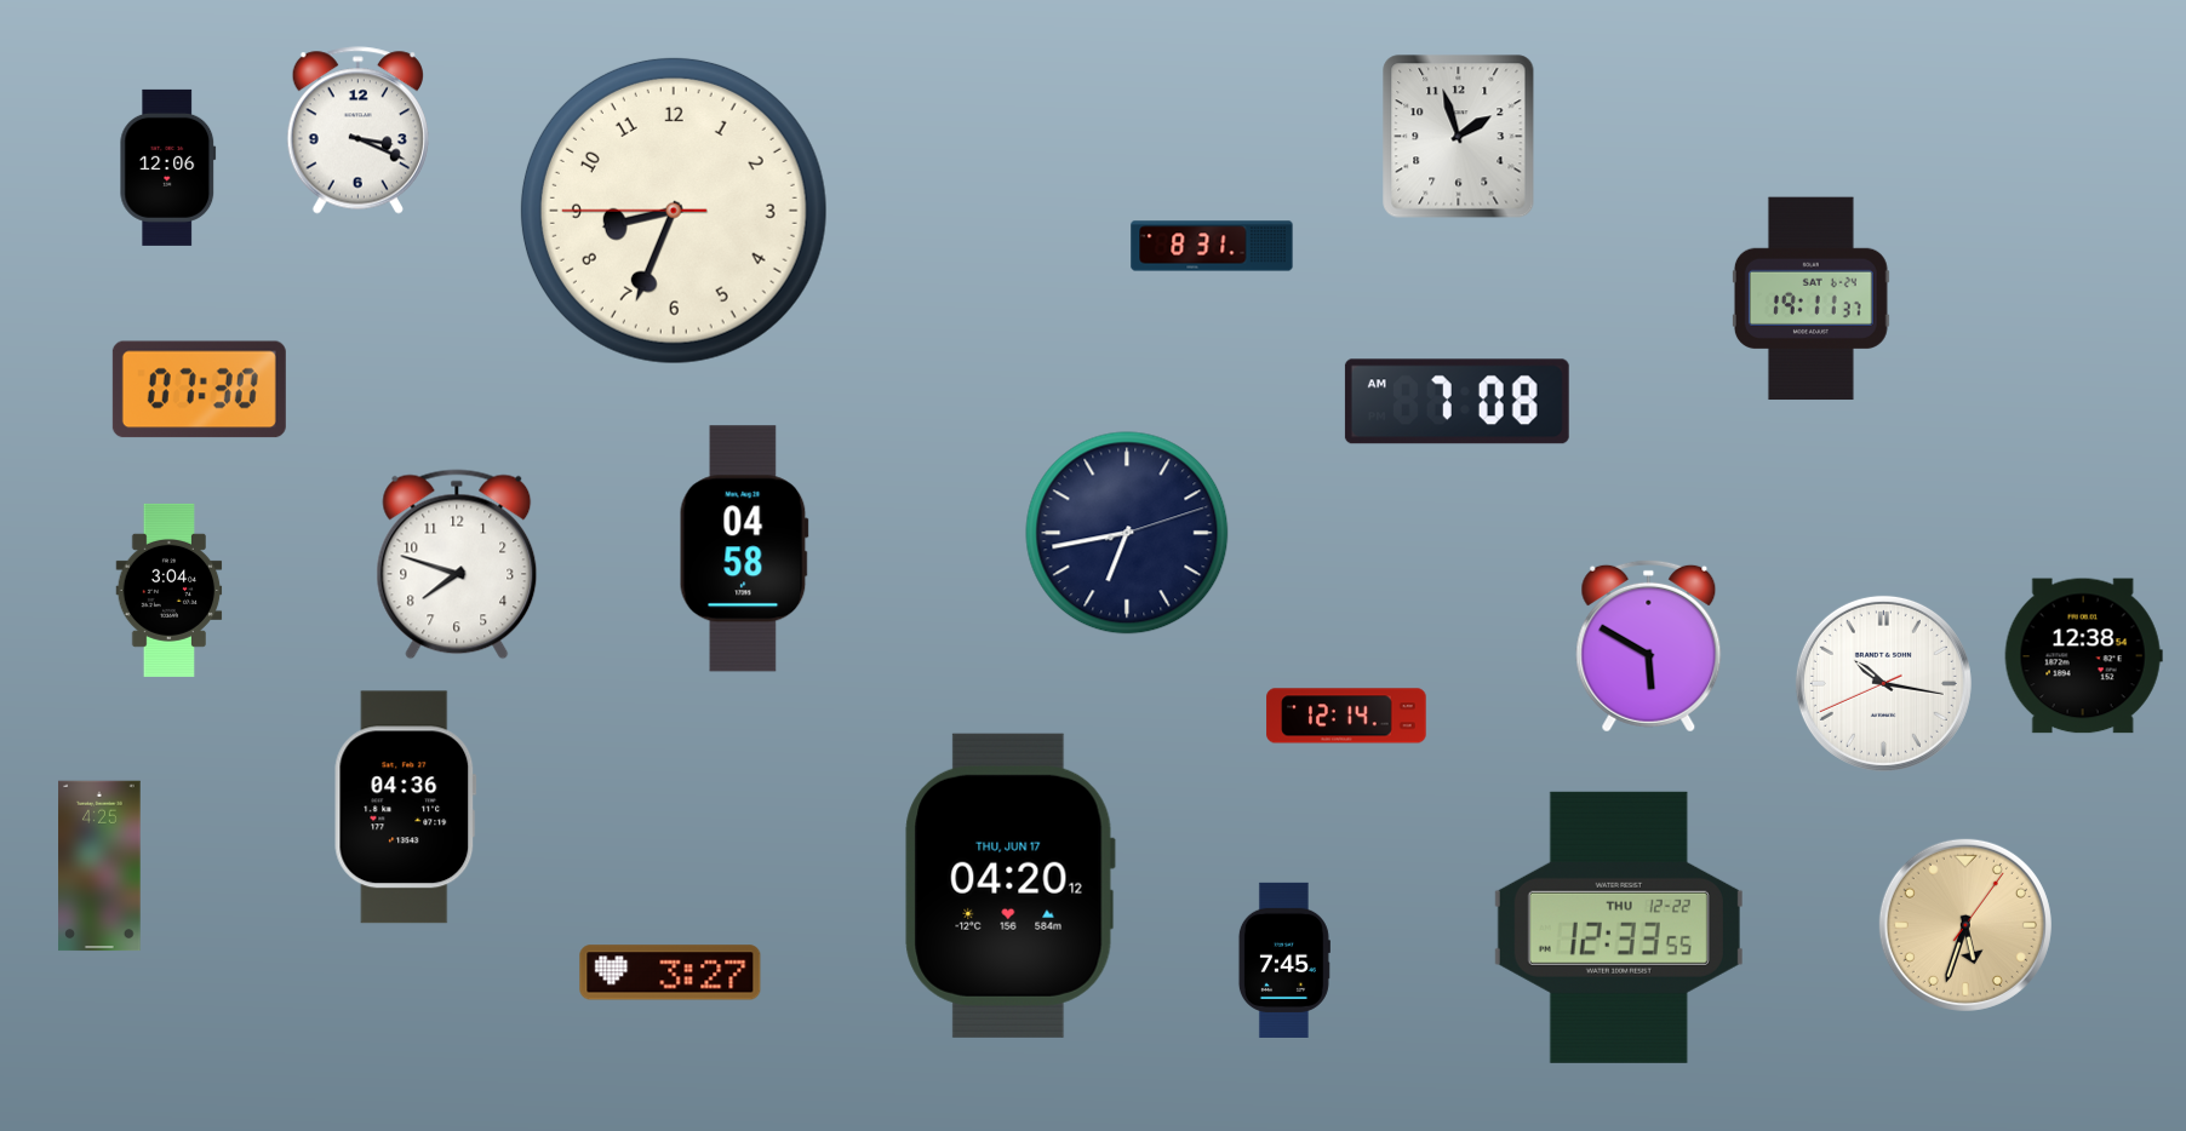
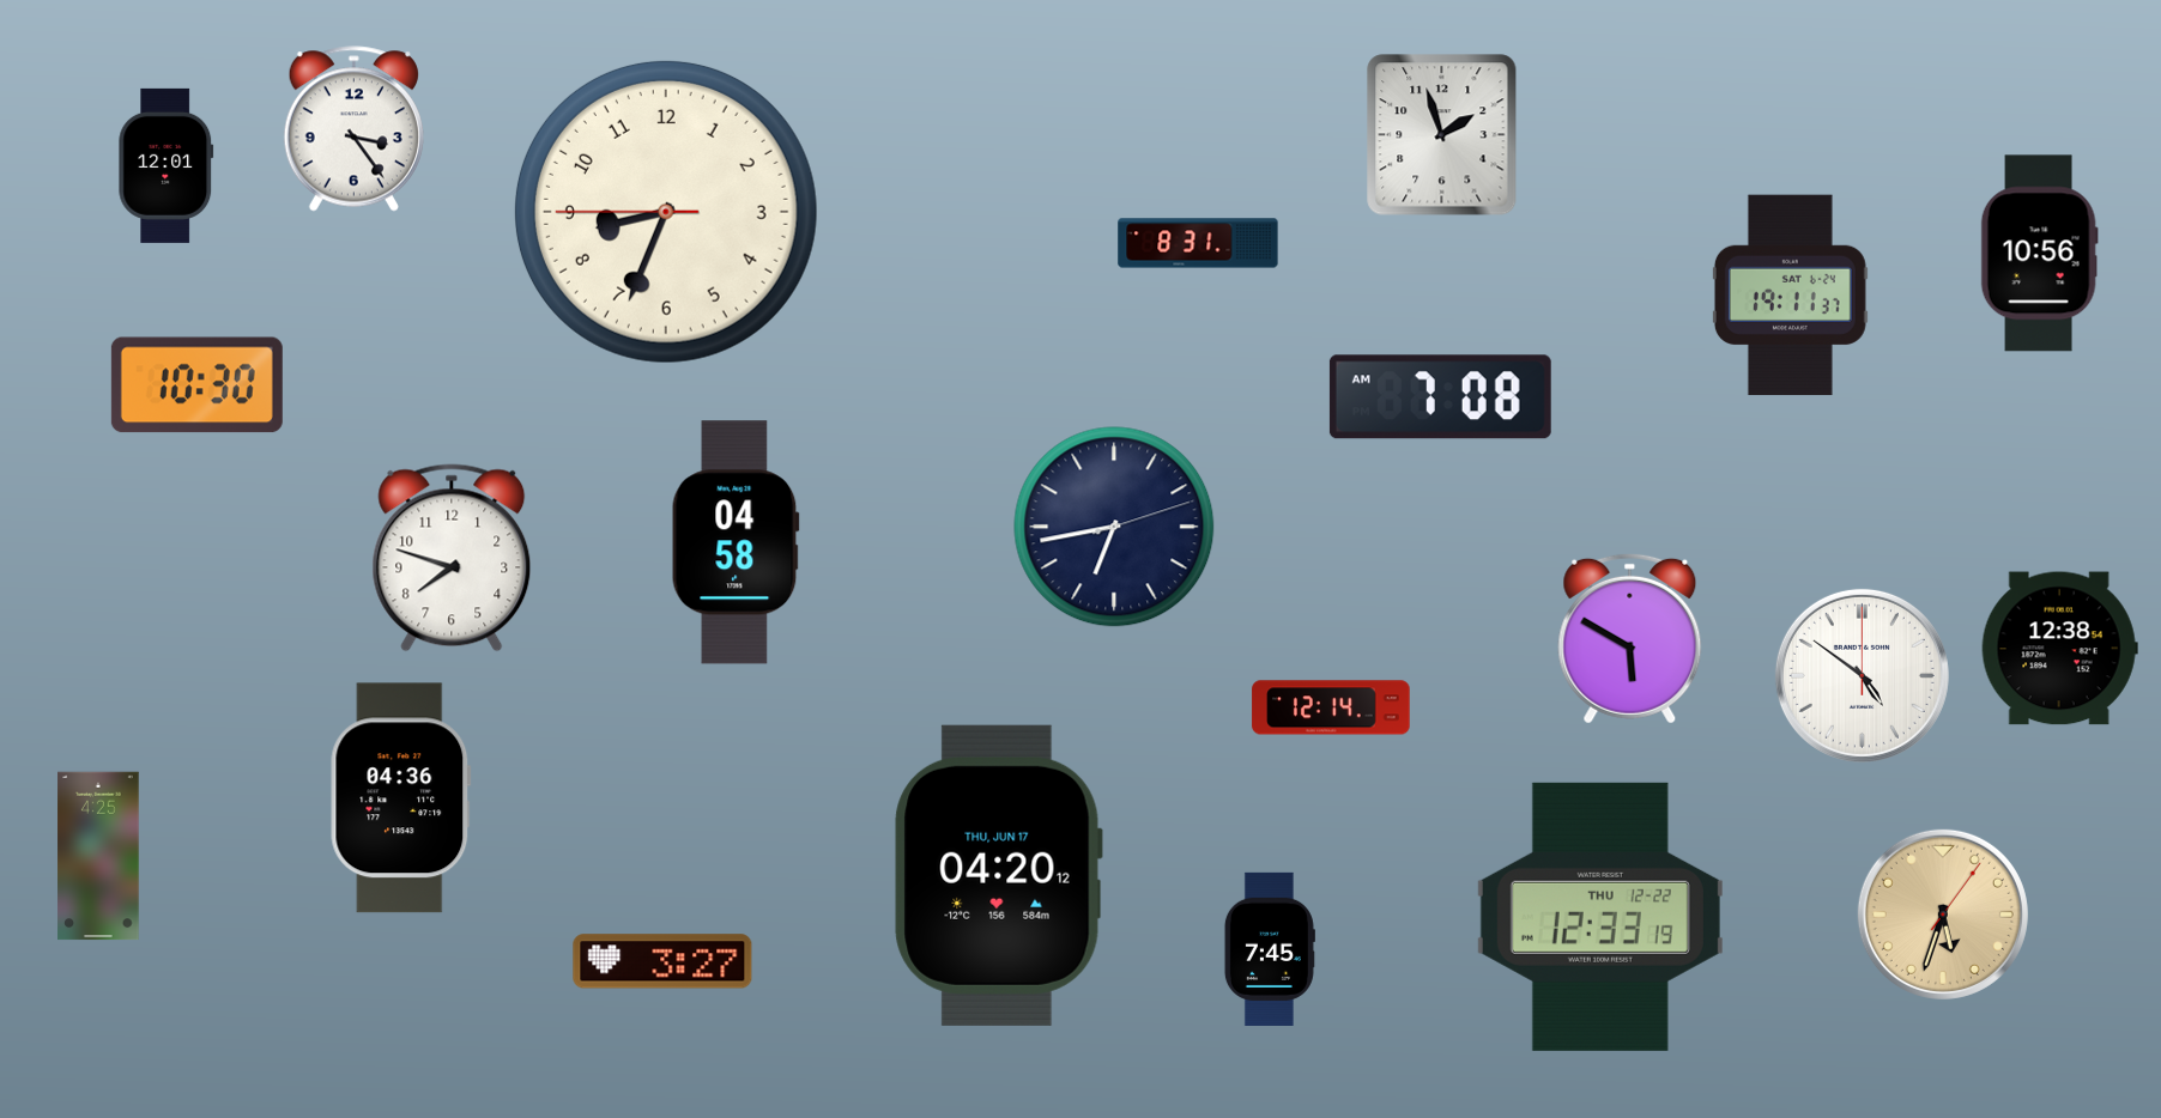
clock at (357, 131): 3:19 -> 3:24
clock at (168, 167): 12:06 -> 12:01
clock at (674, 211) position: (674, 211) -> (666, 212)
clock at (2039, 254): none -> 10:56
clock at (199, 390): 07:30 -> 10:30
clock at (170, 590): 3:04 -> none
clock at (1883, 683): 10:16 -> 4:51
clock at (1619, 928): 12:33:55 -> 12:33:19
